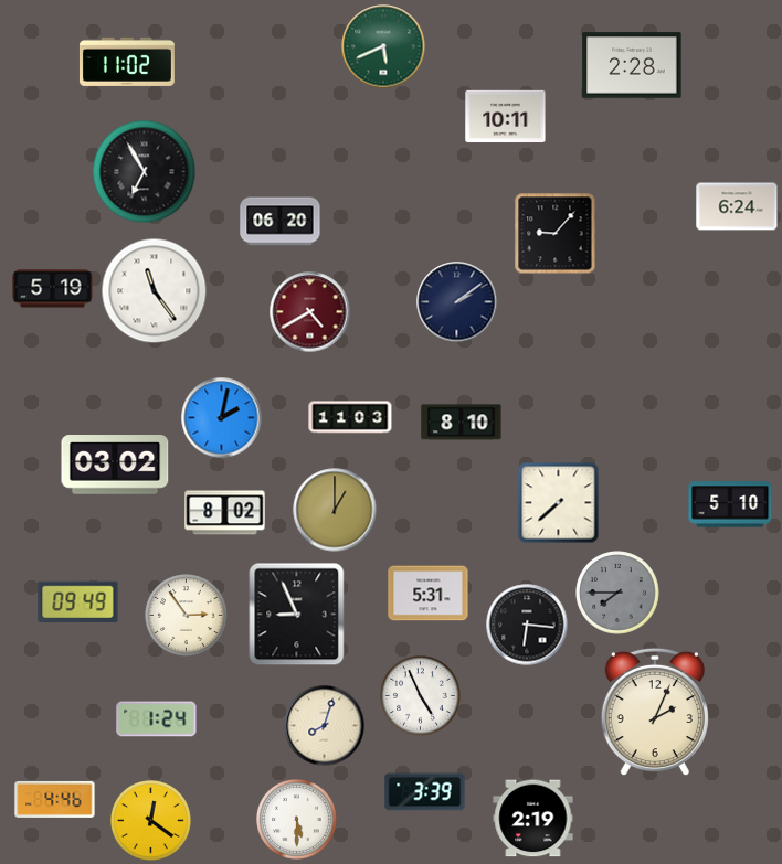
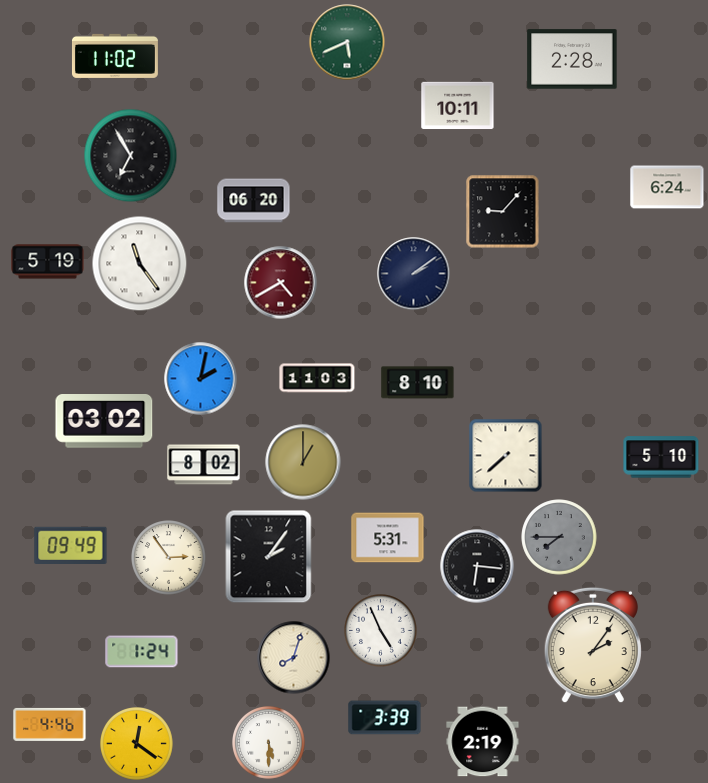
clock at (297, 615): 8:56 -> 2:06
clock at (655, 712): 2:04 -> 2:06
